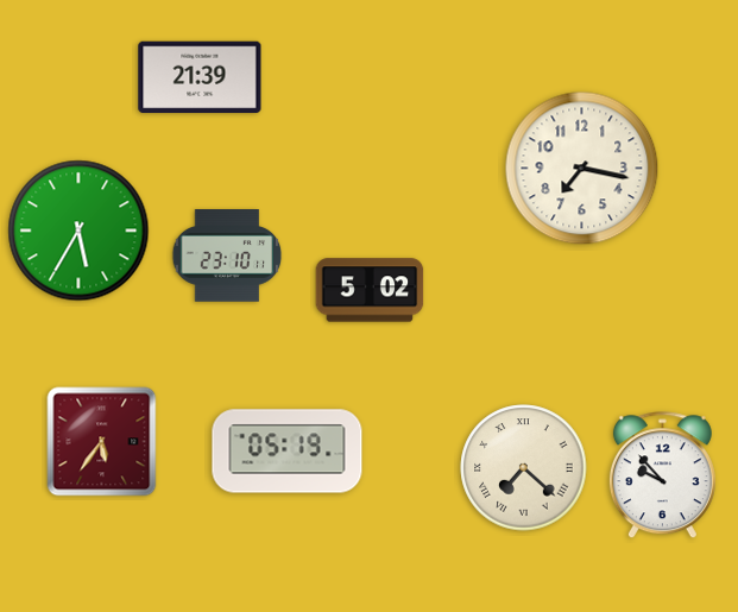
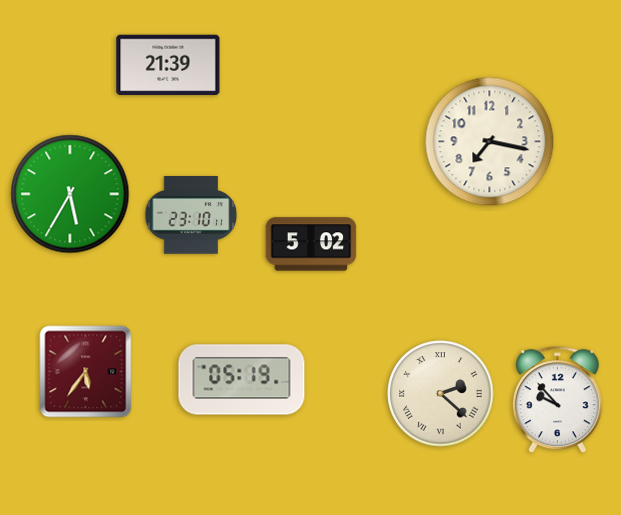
clock at (78, 231) position: (78, 231) -> (70, 194)
clock at (524, 468): 7:22 -> 2:22
